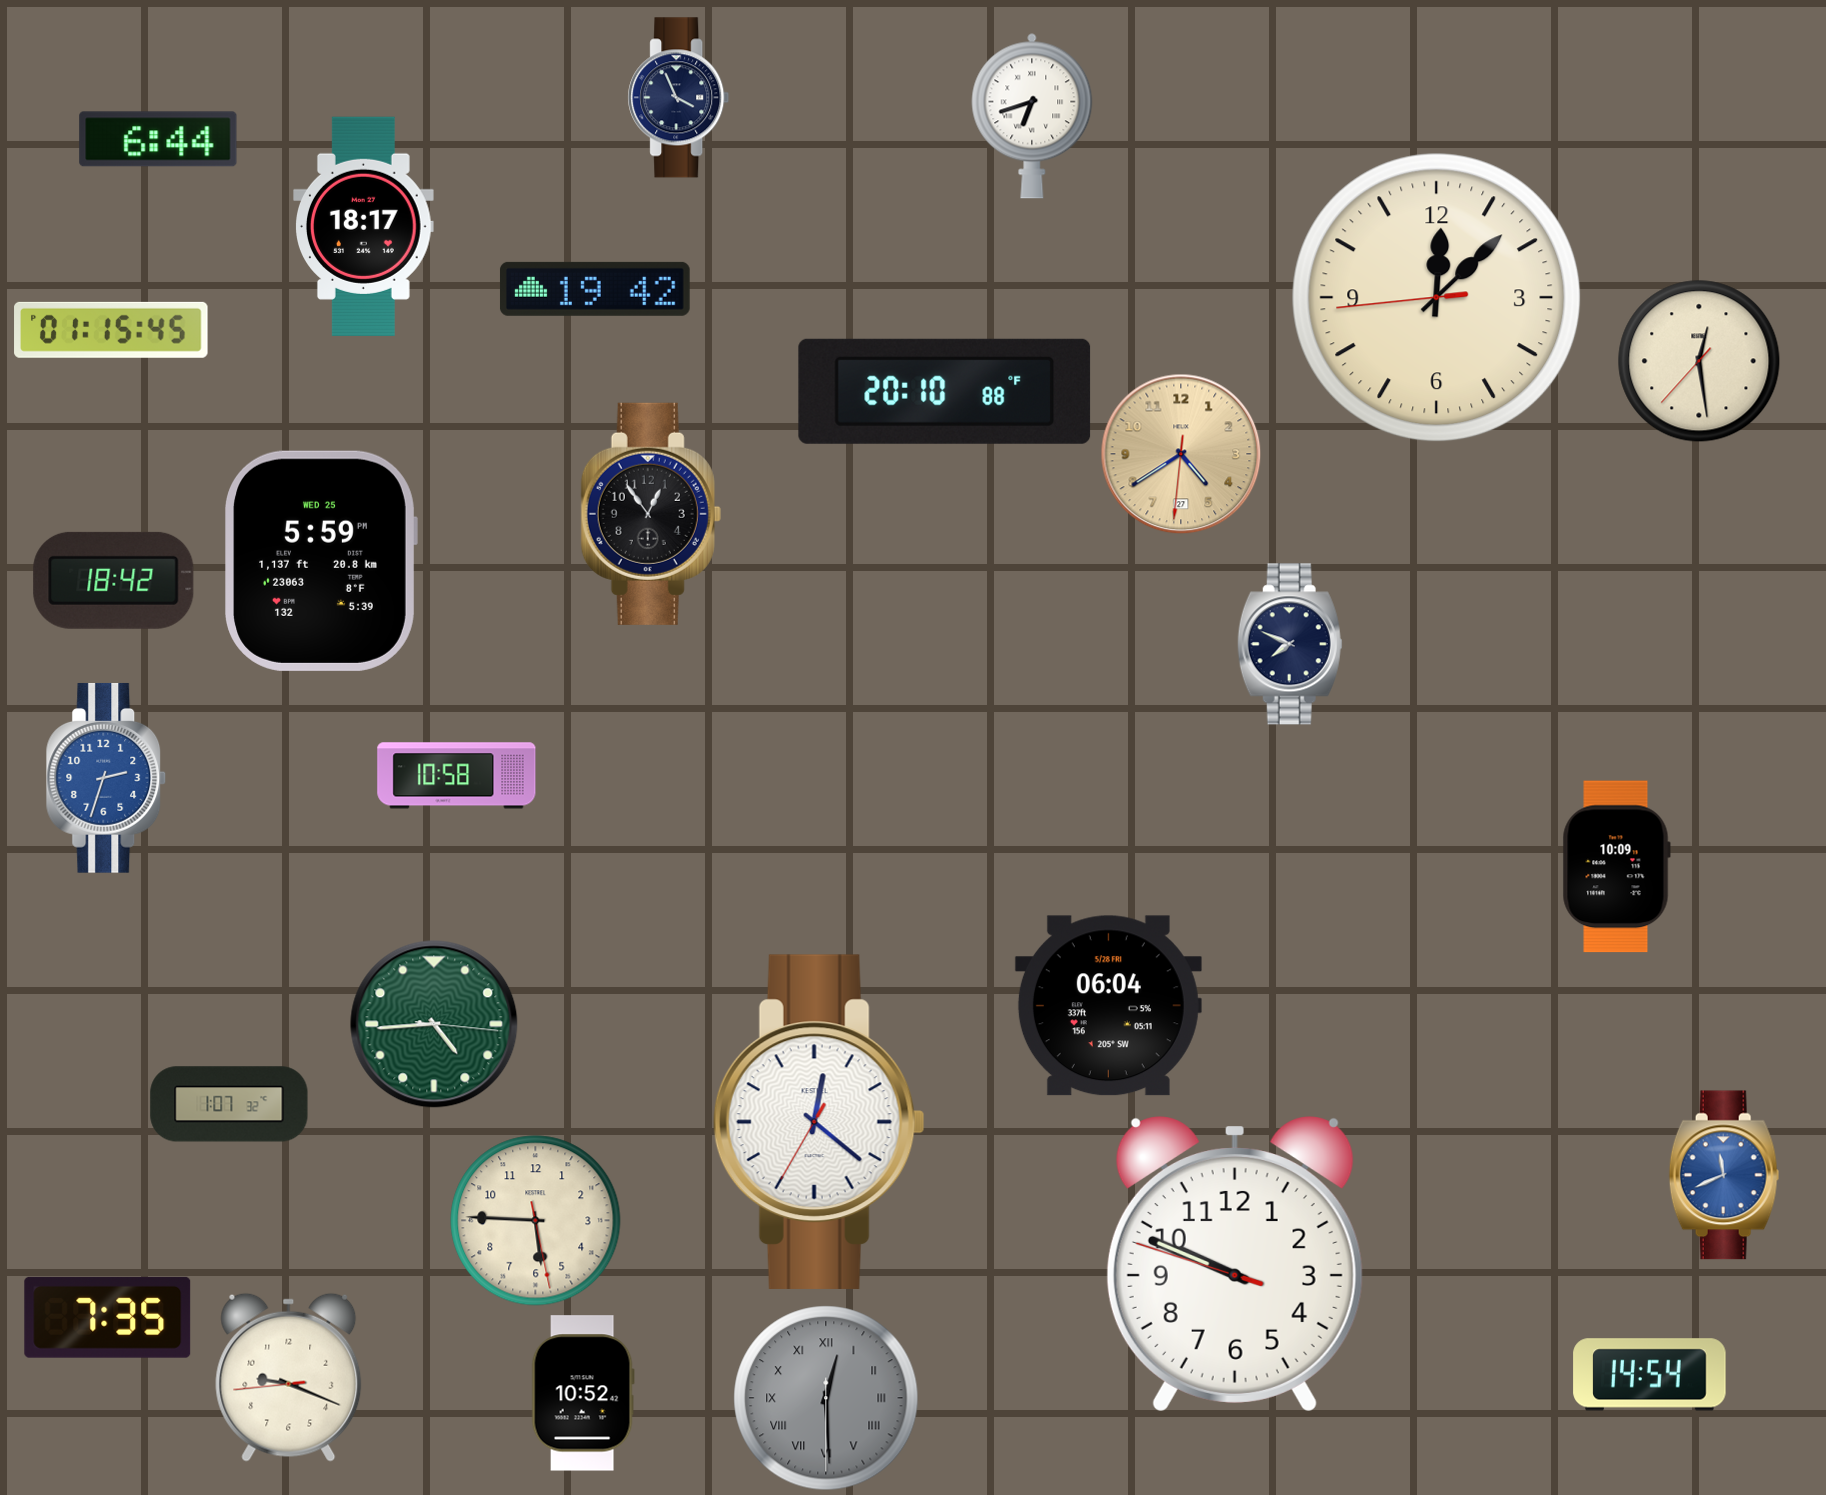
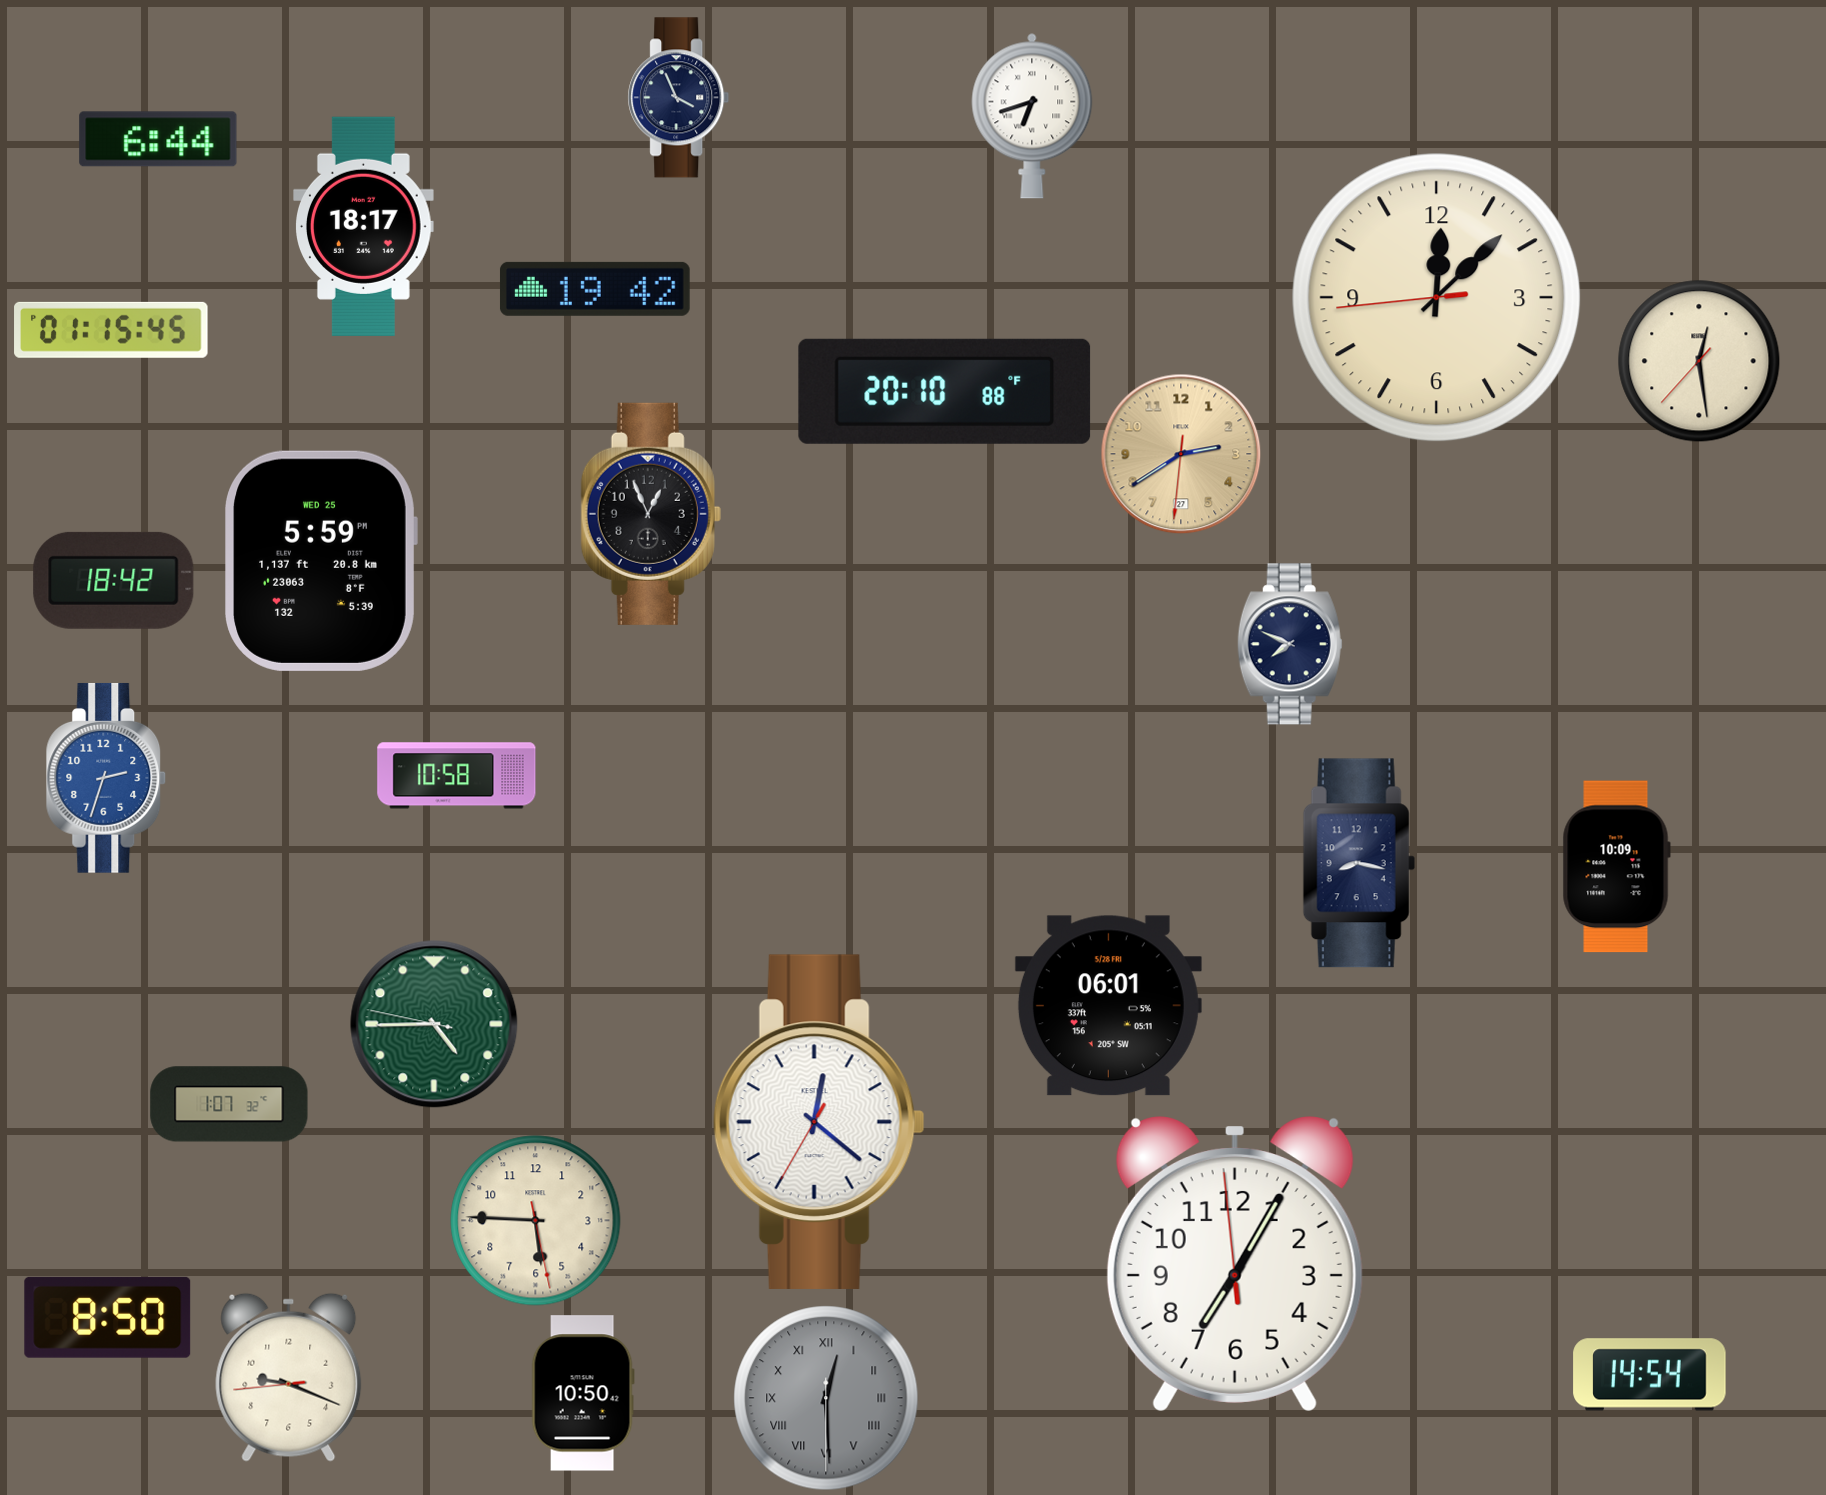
clock at (1181, 454): 4:39 -> 2:39
clock at (651, 514): 12:54 -> 12:56
clock at (1359, 863): none -> 8:17
clock at (1108, 1006): 06:04 -> 06:01
clock at (434, 1024): 4:44:16 -> 4:44:47
clock at (1724, 1175): 11:41 -> none
clock at (1235, 1264): 9:48 -> 7:04
clock at (108, 1317): 7:35 -> 8:50
clock at (583, 1393): 10:52 -> 10:50
